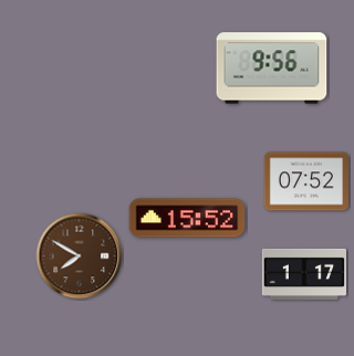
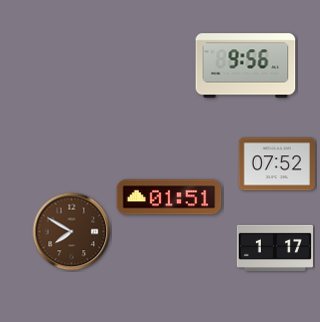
clock at (272, 69) position: (272, 69) -> (246, 66)
clock at (187, 218): 15:52 -> 01:51
